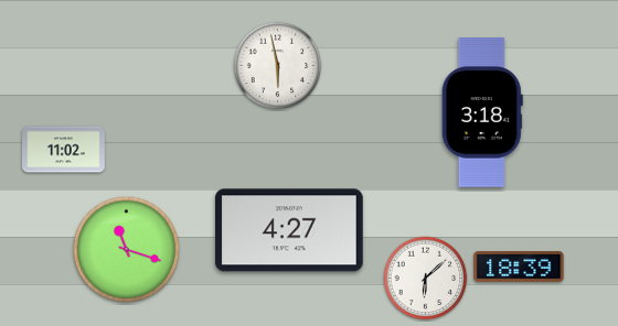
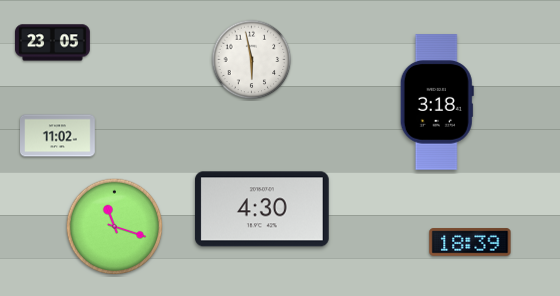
clock at (53, 43): none -> 23:05
clock at (289, 230): 4:27 -> 4:30
clock at (426, 279): 6:08 -> none
